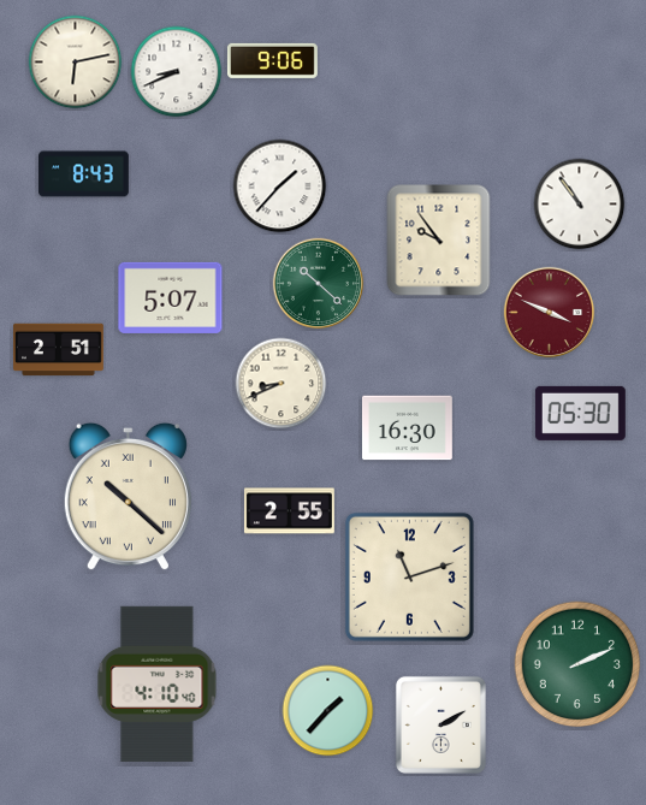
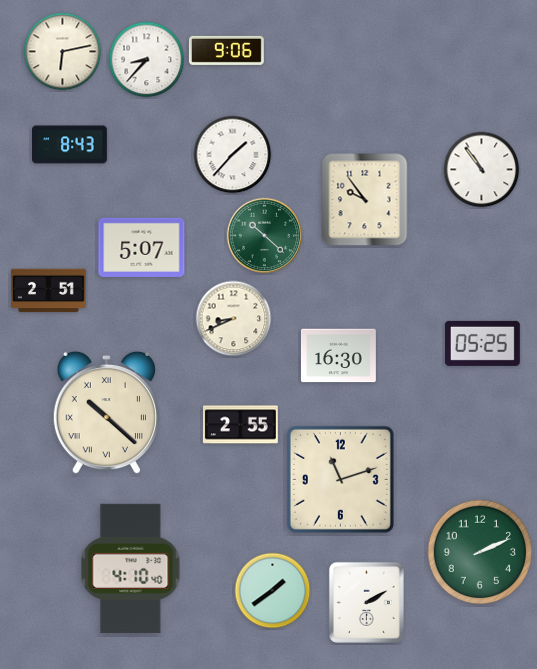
clock at (177, 72): 8:41 -> 8:37
clock at (550, 313): 3:49 -> none
clock at (580, 413): 05:30 -> 05:25
clock at (328, 711): 1:37 -> 1:39
